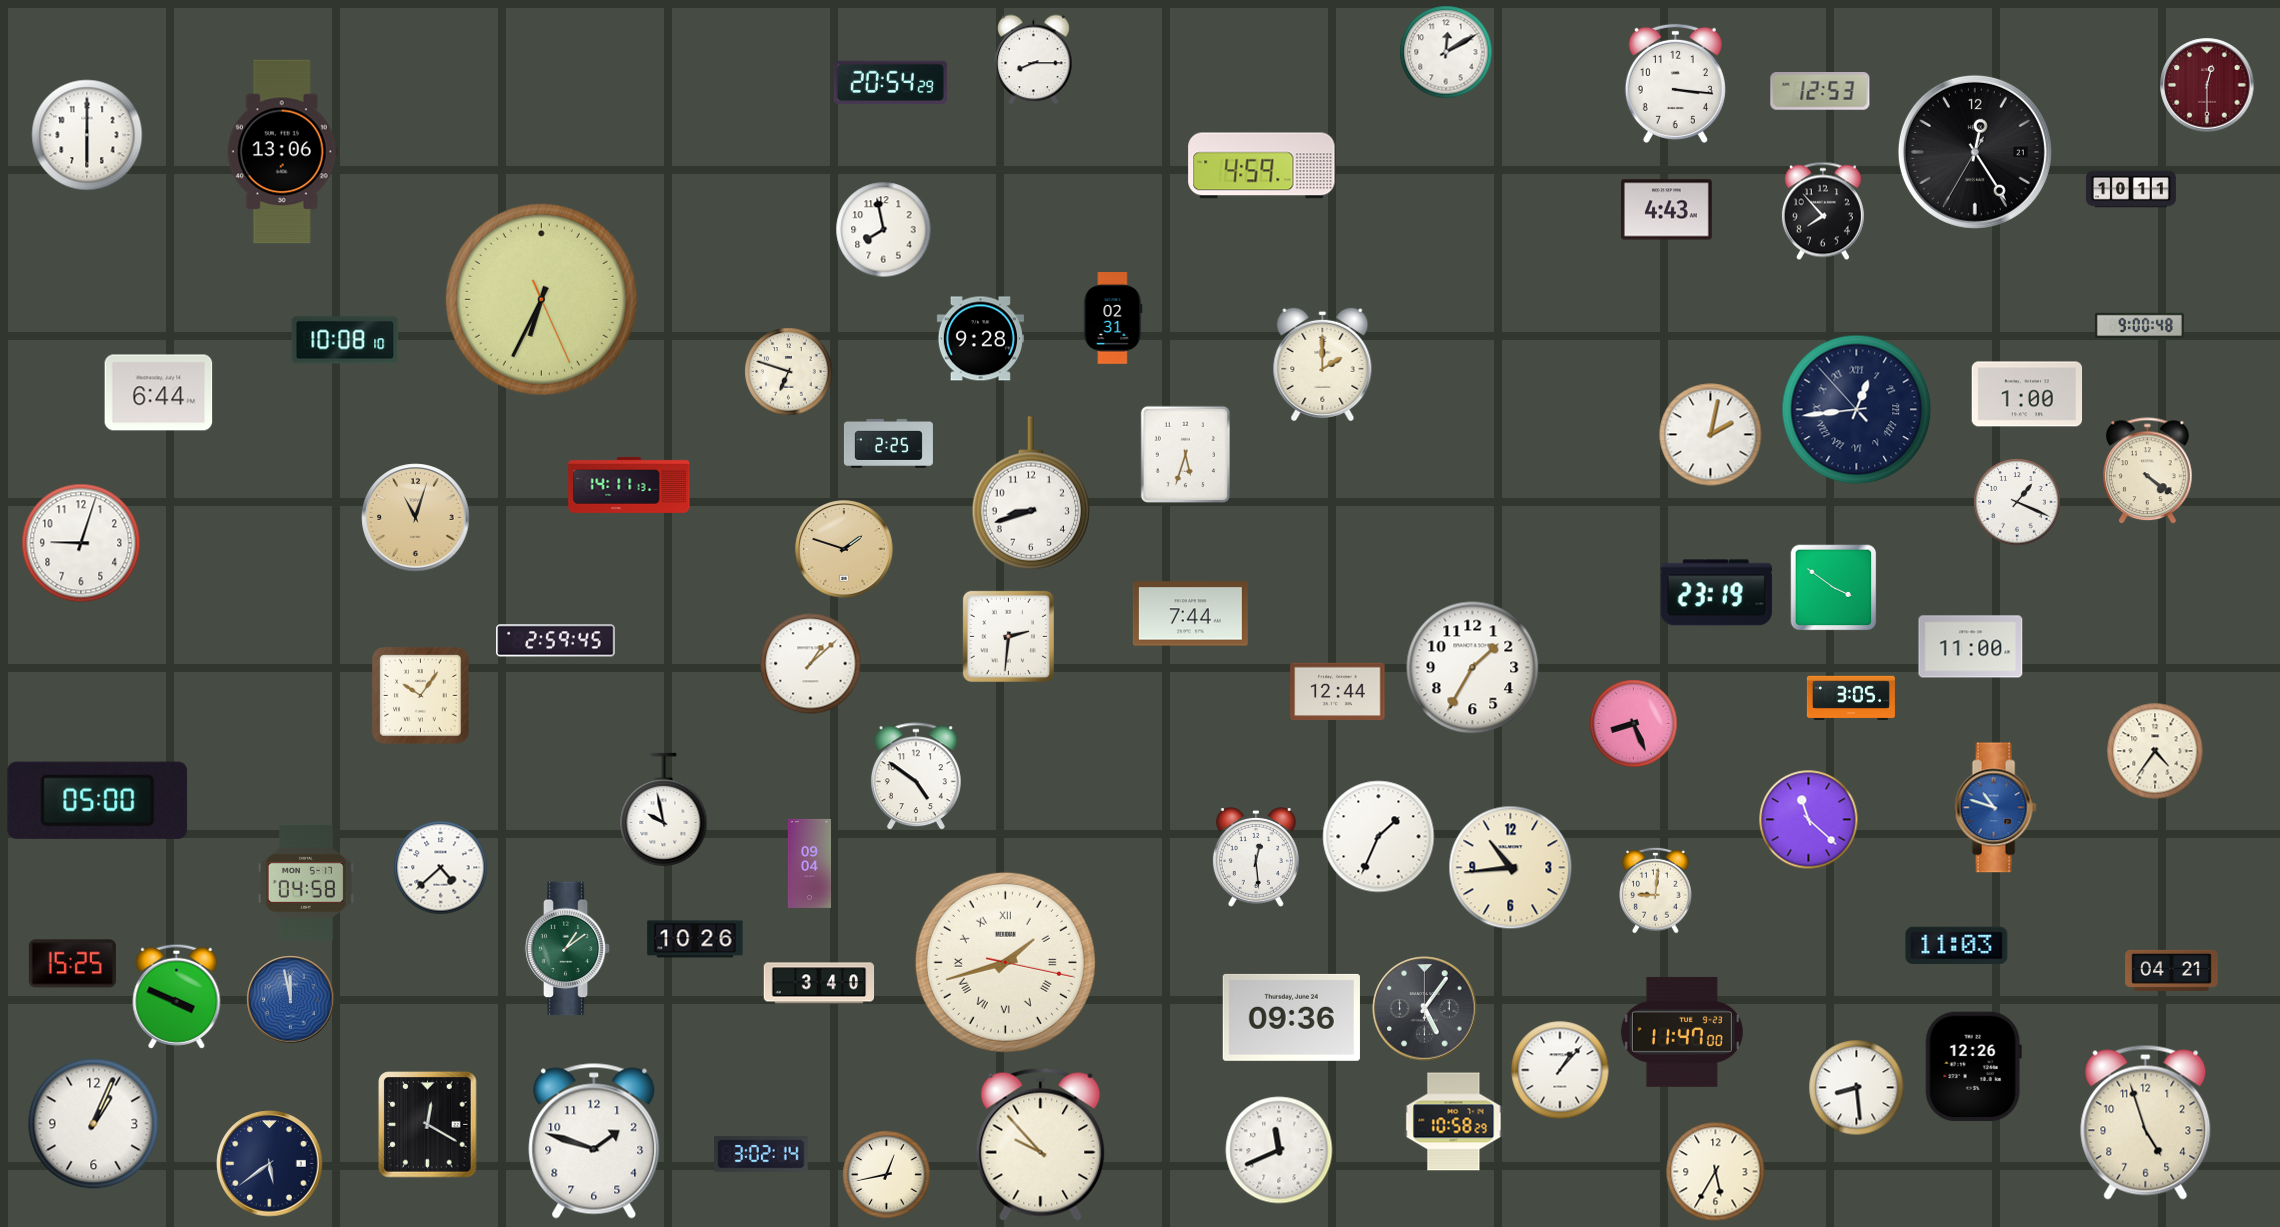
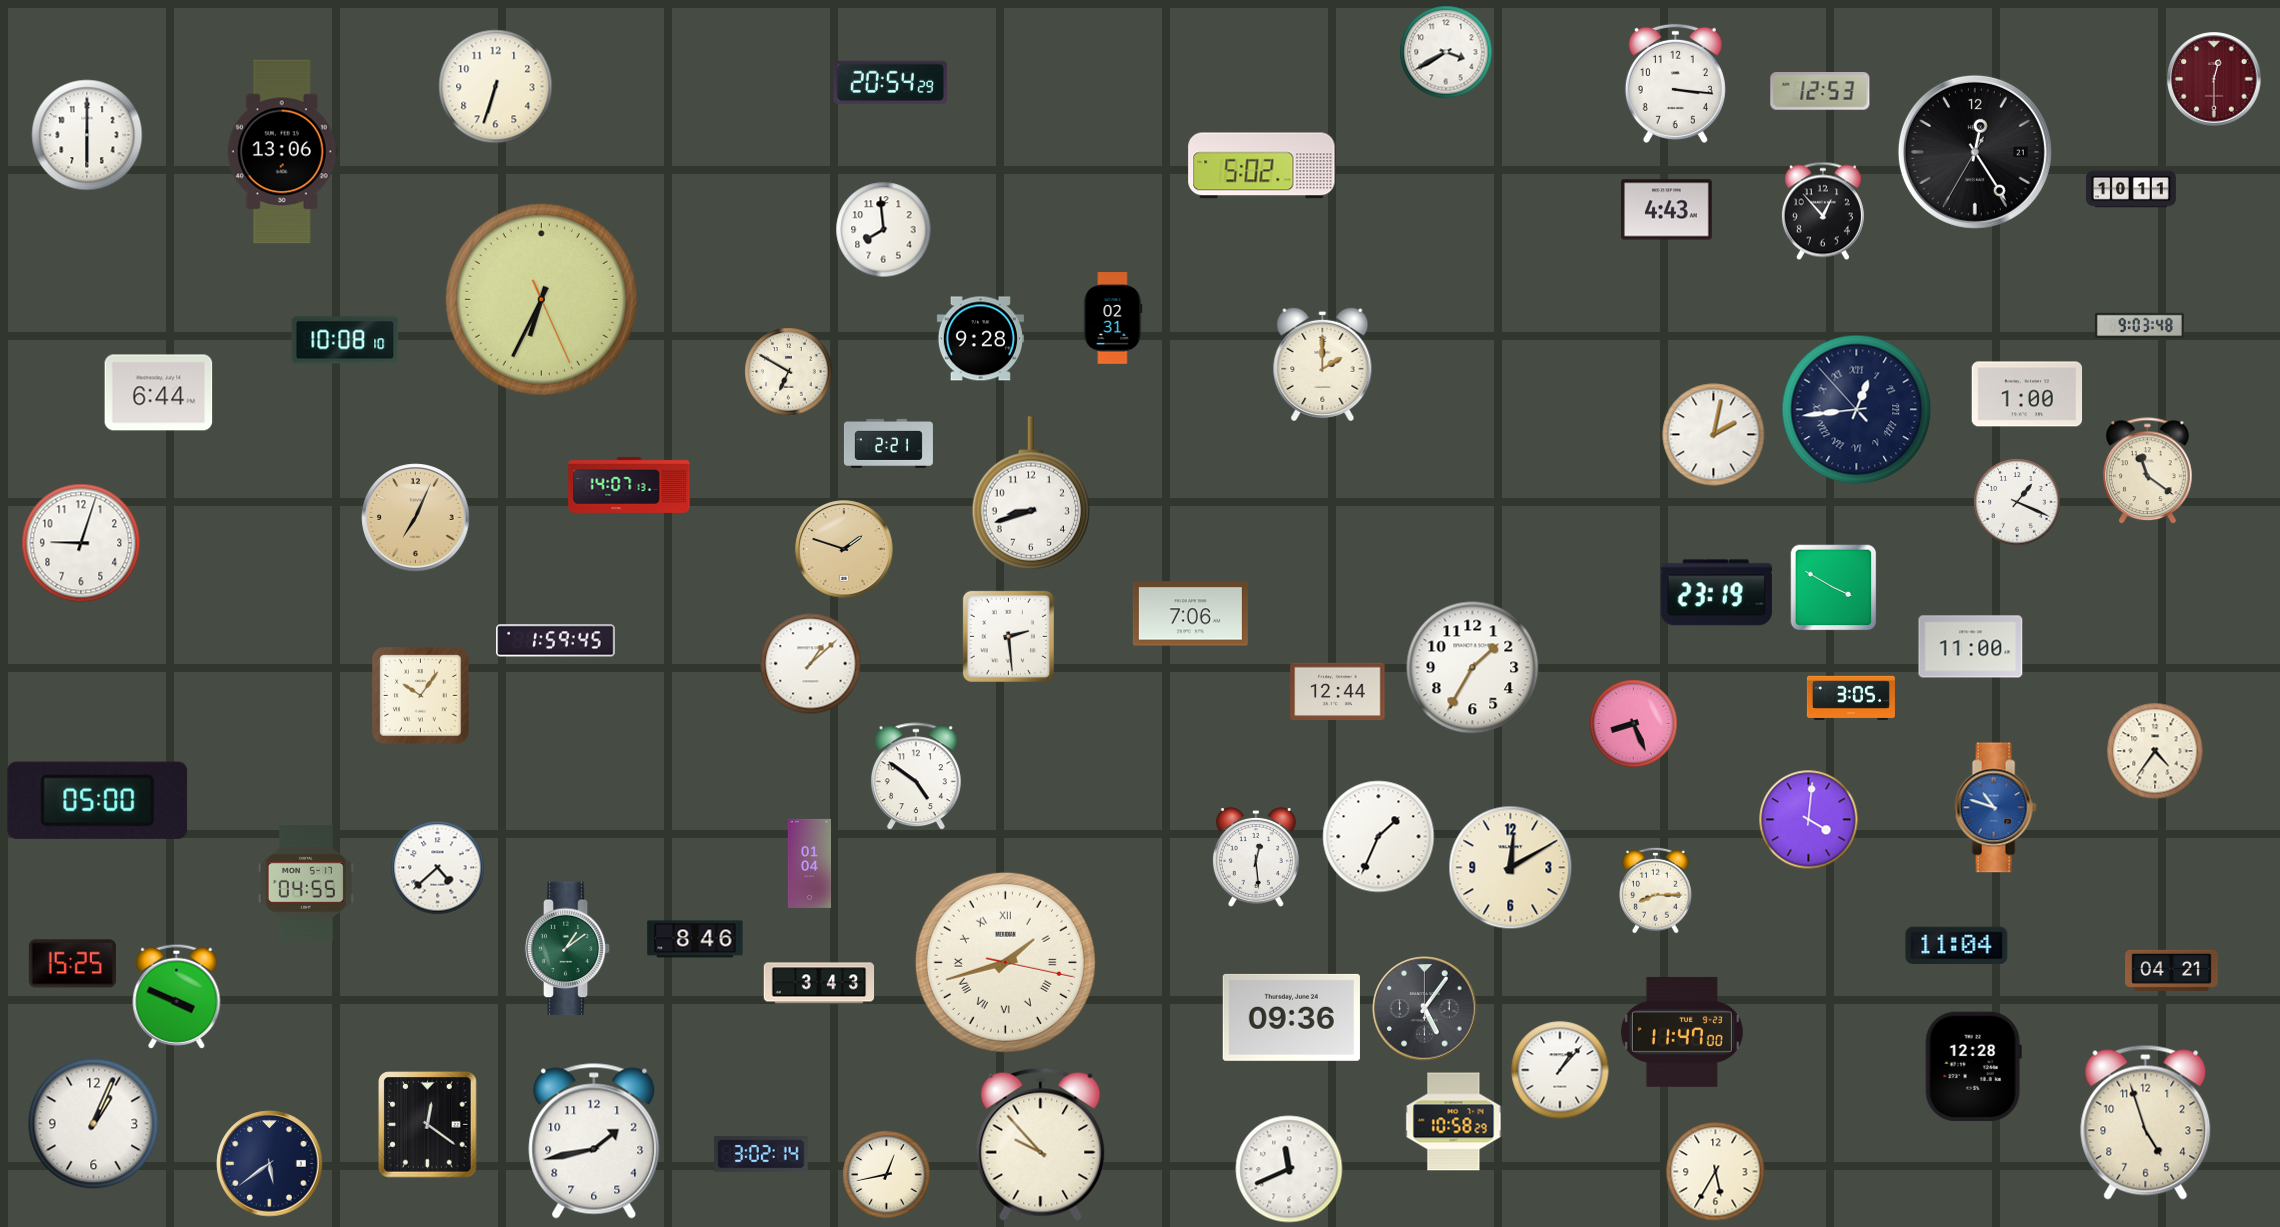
clock at (1446, 52): 12:10 -> 3:40
clock at (1034, 60): 8:15 -> none
clock at (2207, 85) position: (2207, 85) -> (2214, 79)
clock at (496, 87): none -> 6:33
clock at (1262, 166): 4:59 -> 5:02
clock at (1823, 211): 7:53 -> 12:53
clock at (884, 230): 7:58 -> 7:59
clock at (2139, 325): 9:00 -> 9:03
clock at (789, 372): 6:48 -> 6:50
clock at (1711, 435) position: (1711, 435) -> (1714, 435)
clock at (888, 443): 2:25 -> 2:21
clock at (1185, 454): 5:33 -> none
clock at (2148, 471): 4:21 -> 11:21
clock at (629, 485): 14:11 -> 14:07
clock at (416, 518): 11:03 -> 7:04
clock at (1834, 588): 3:51 -> 3:50
clock at (1190, 614): 7:44 -> 7:06
clock at (1008, 636): 2:31 -> 2:29
clock at (556, 641): 2:59 -> 1:59
clock at (664, 809): 9:58 -> none
clock at (1809, 820): 11:22 -> 4:01
clock at (809, 863): 09:04 -> 01:04
clock at (441, 868) position: (441, 868) -> (438, 868)
clock at (1511, 868): 10:44 -> 12:10
clock at (306, 883): 04:58 -> 04:55
clock at (1656, 890): 9:01 -> 8:15
clock at (695, 939): 10:26 -> 8:46
clock at (1957, 946): 11:03 -> 11:04
clock at (819, 983): 3:40 -> 3:43
clock at (291, 1000): 11:58 -> none
clock at (1973, 1067): 12:26 -> 12:28
clock at (1857, 1088): 8:29 -> none
clock at (428, 1125): 12:20 -> 12:21
clock at (594, 1141): 1:48 -> 1:43
clock at (1279, 1150) position: (1279, 1150) -> (1289, 1169)
